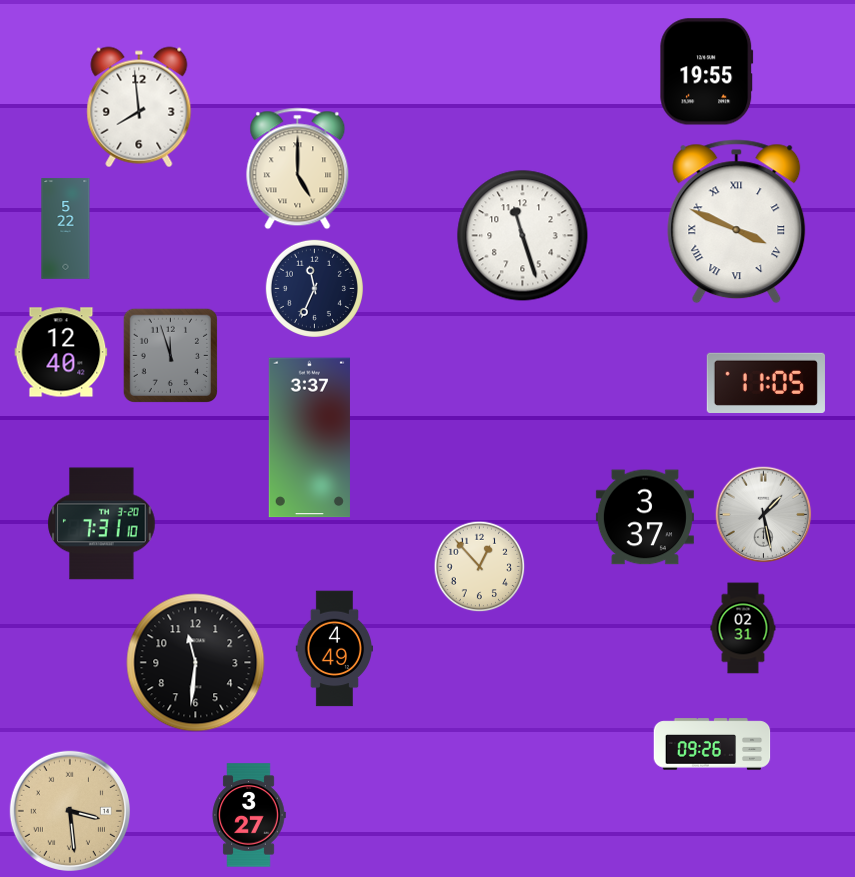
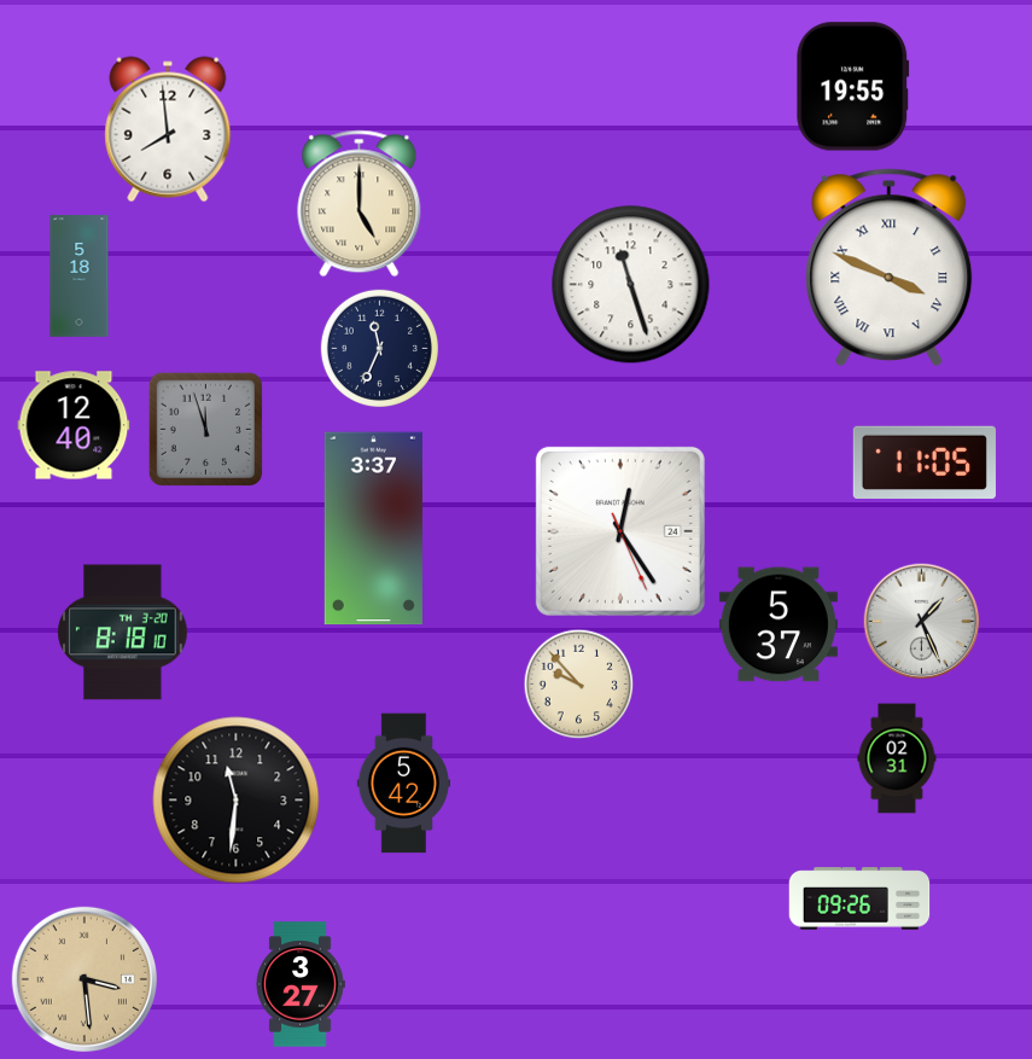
clock at (66, 229): 5:22 -> 5:18
clock at (620, 531): none -> 12:24
clock at (764, 515): 1:28 -> 1:26
clock at (645, 517): 3:37 -> 5:37
clock at (102, 524): 7:31 -> 8:18
clock at (480, 567): 12:53 -> 9:53
clock at (334, 649): 4:49 -> 5:42
